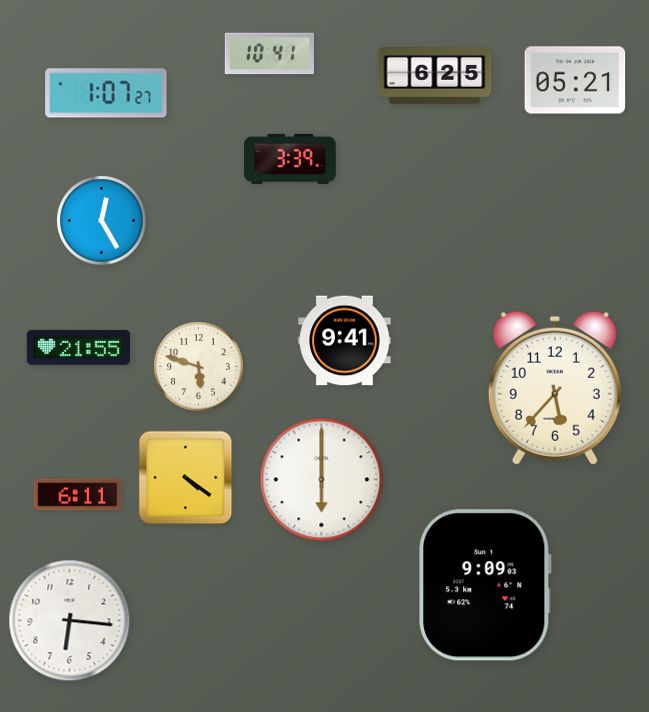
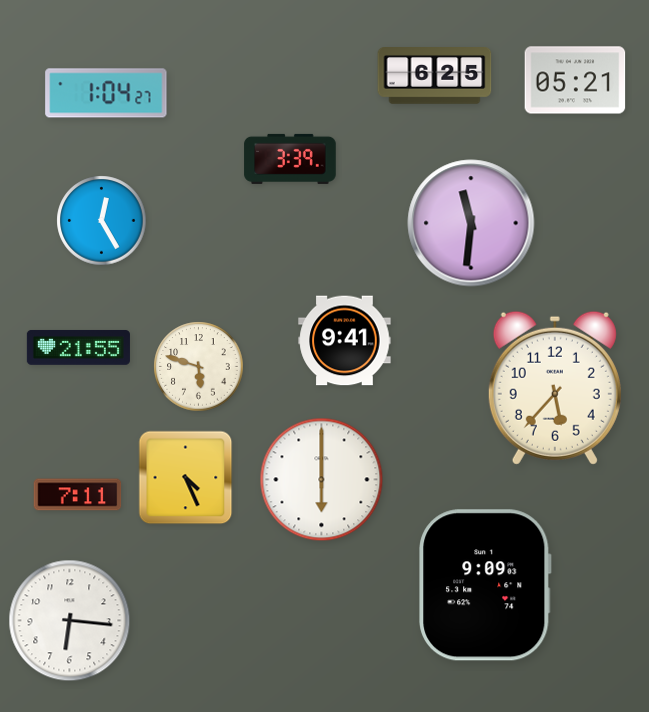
clock at (269, 54): 10:41 -> none
clock at (106, 93): 1:07 -> 1:04
clock at (471, 223): none -> 11:31
clock at (186, 478): 4:21 -> 4:26
clock at (78, 495): 6:11 -> 7:11
